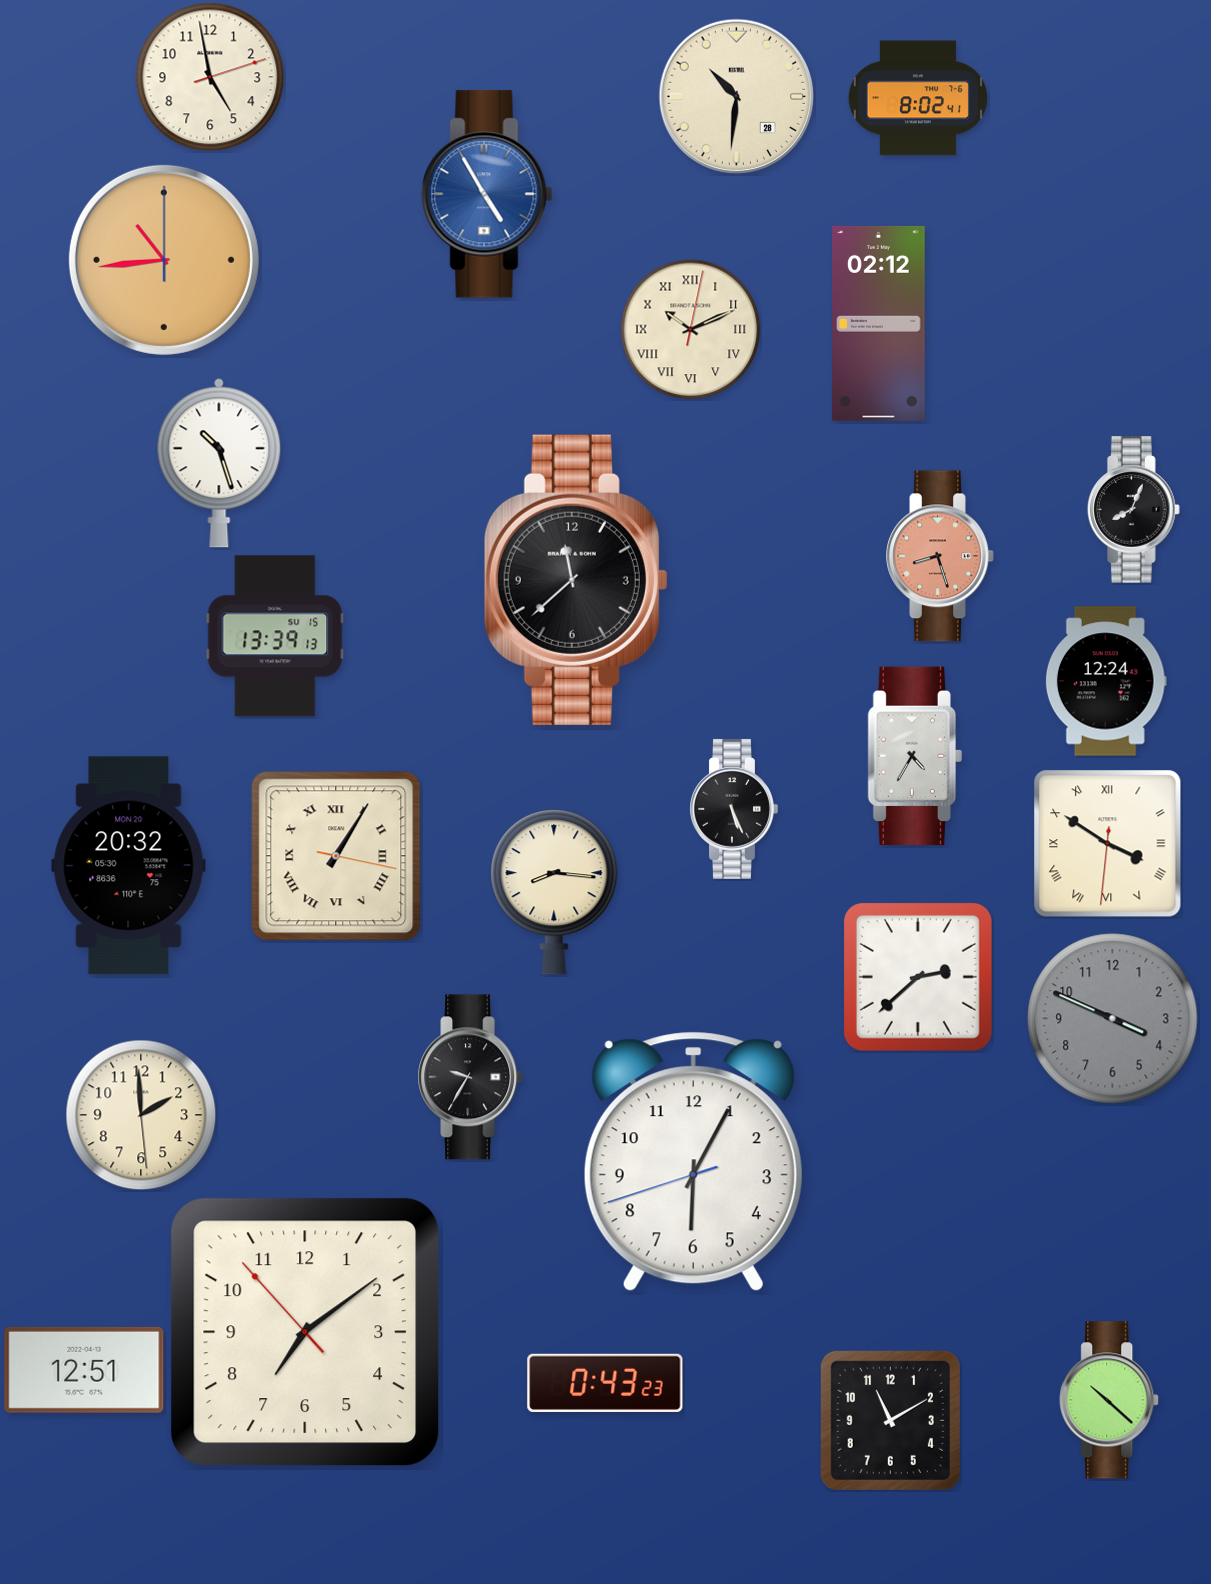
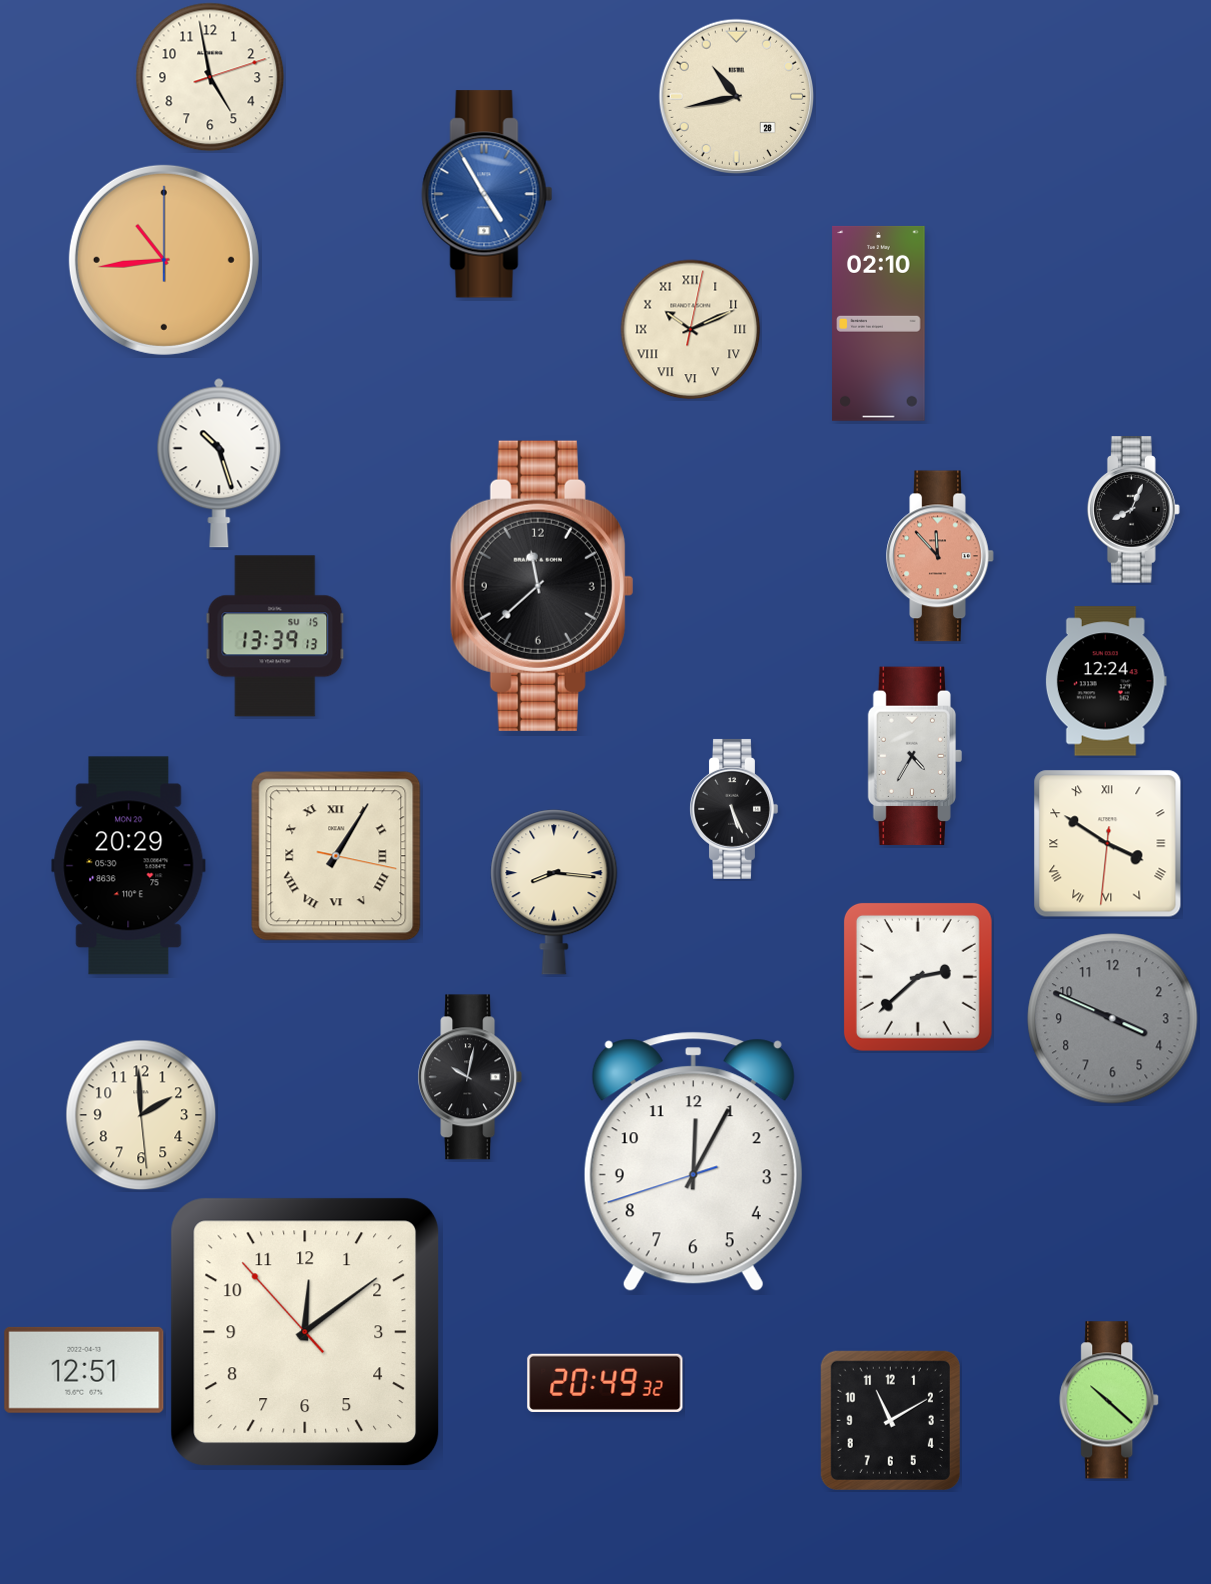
clock at (736, 96): 10:31 -> 10:43
clock at (918, 98): 8:02 -> none
clock at (879, 323): 02:12 -> 02:10
clock at (940, 556): 8:27 -> 11:53
clock at (576, 580) position: (576, 580) -> (542, 586)
clock at (129, 866): 20:32 -> 20:29
clock at (470, 1077): 9:35 -> 10:02
clock at (693, 1162): 6:04 -> 12:04
clock at (305, 1332): 7:08 -> 12:08
clock at (605, 1383): 0:43 -> 20:49
